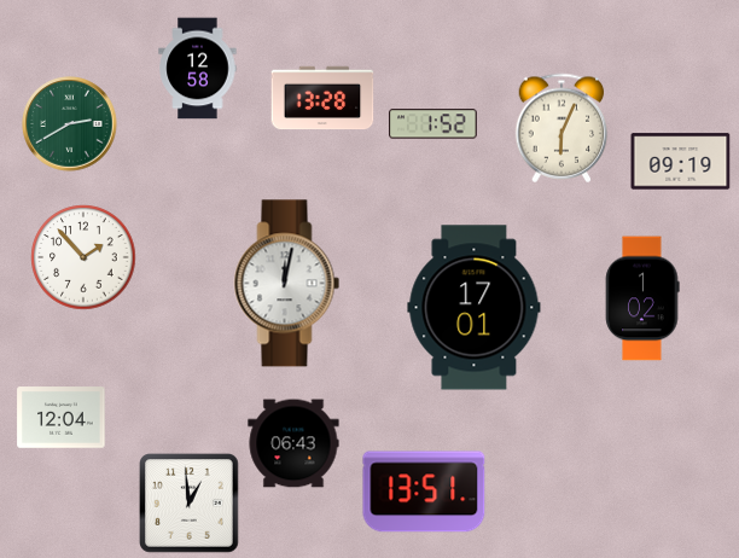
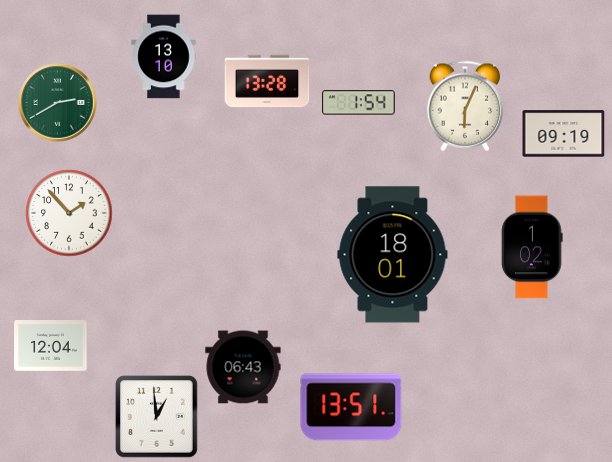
clock at (198, 69): 12:58 -> 13:10
clock at (433, 124): 1:52 -> 1:54
clock at (287, 284): 12:02 -> none
clock at (475, 308): 17:01 -> 18:01
